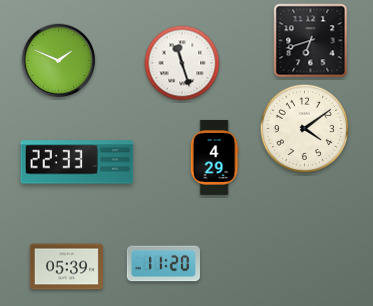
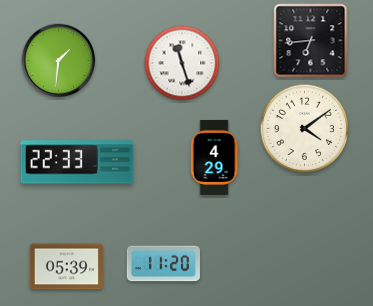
clock at (311, 41): 6:42 -> 6:44
clock at (59, 61): 1:49 -> 1:31
